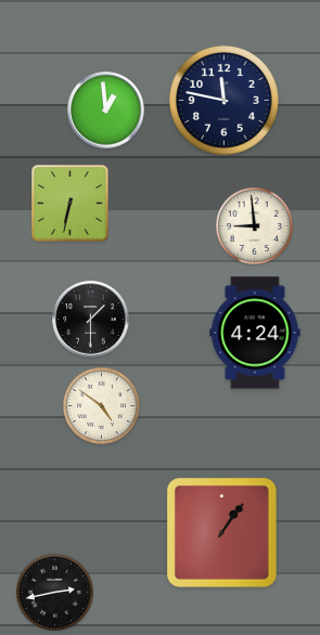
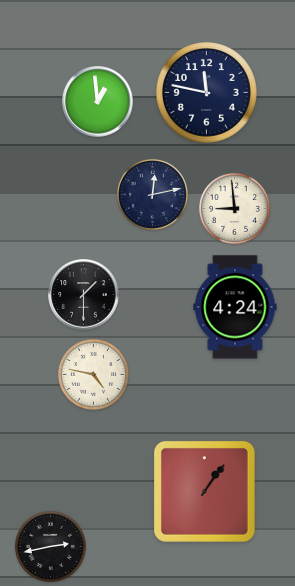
clock at (71, 204): 6:32 -> none
clock at (152, 194): none -> 12:13
clock at (101, 405): 4:51 -> 4:47
